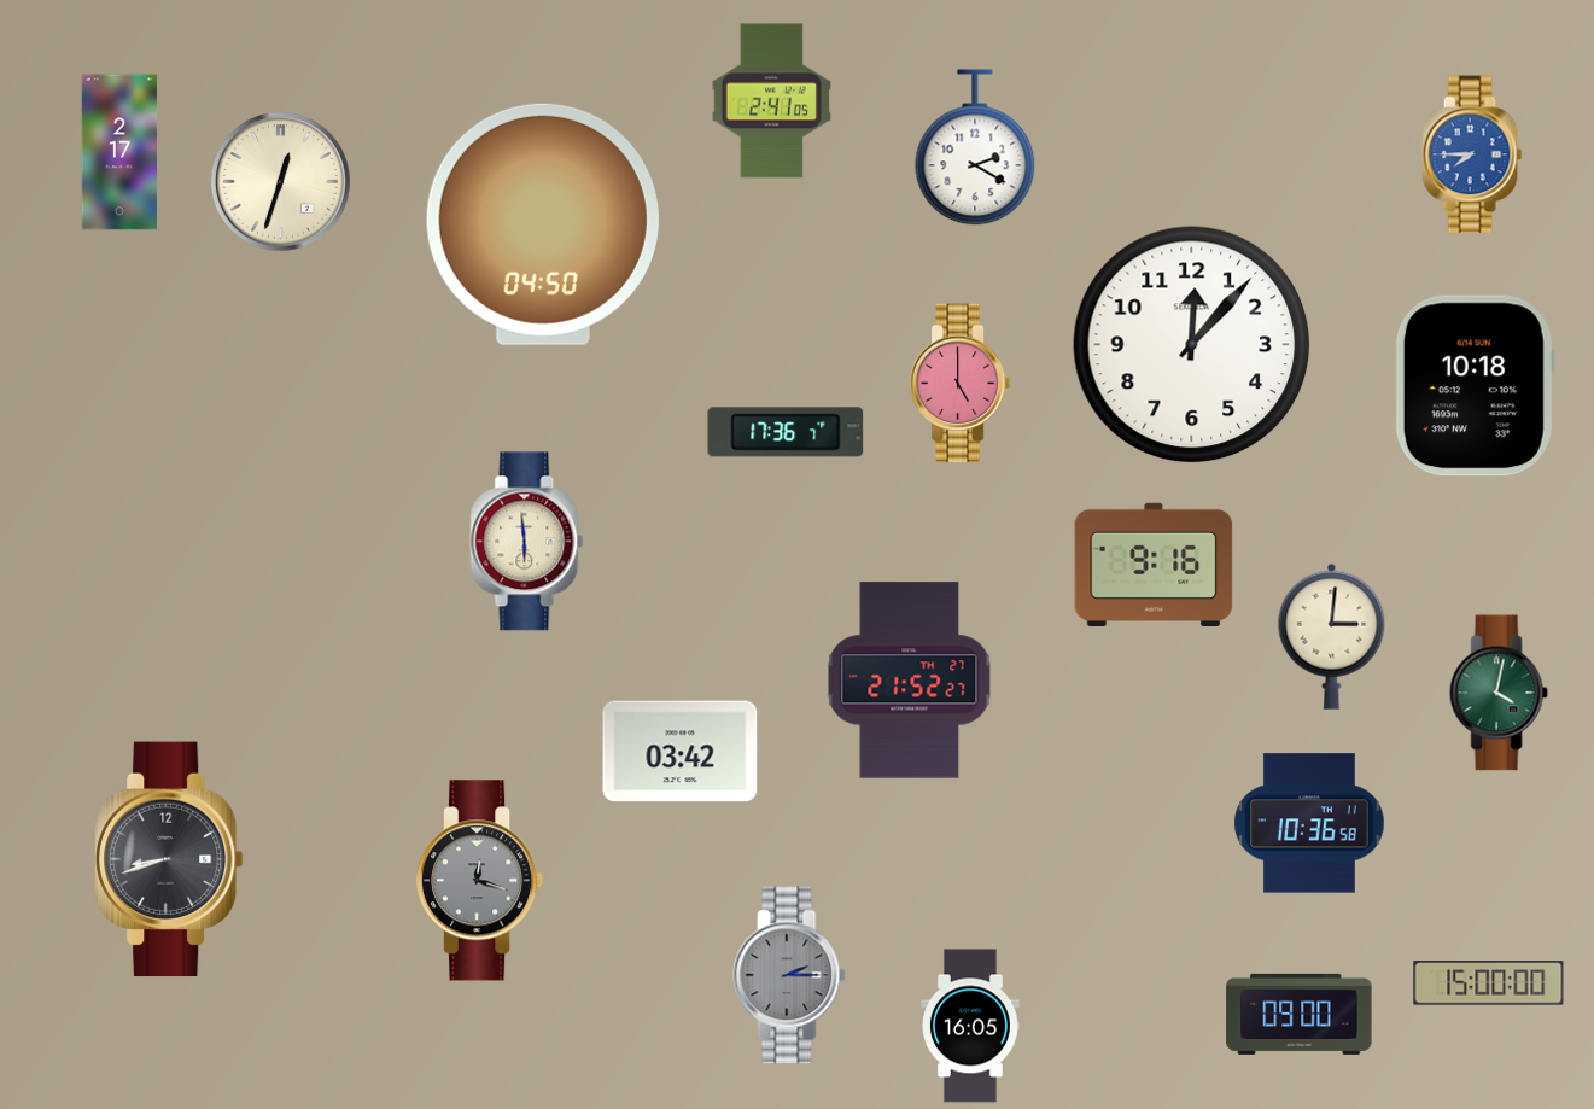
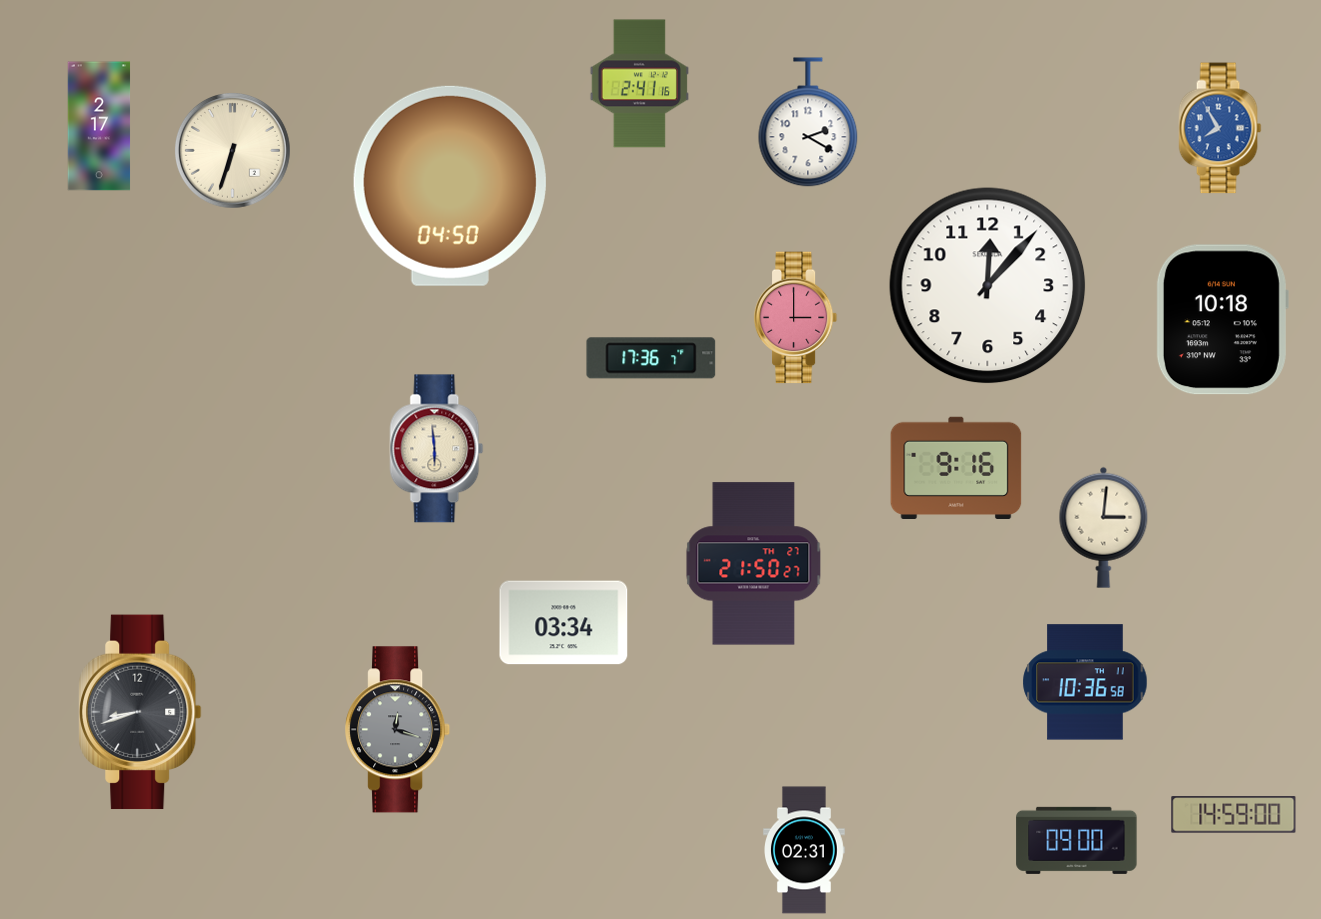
clock at (771, 101): 2:41:05 -> 2:41:16
clock at (1472, 154): 7:45 -> 7:55
clock at (281, 182): 12:33 -> 6:33
clock at (961, 384): 5:00 -> 3:00
clock at (910, 681): 21:52 -> 21:50
clock at (1499, 693): 4:02 -> none
clock at (681, 752): 03:42 -> 03:34
clock at (789, 975): 2:15 -> none
clock at (1489, 983): 15:00 -> 14:59
clock at (971, 1026): 16:05 -> 02:31
